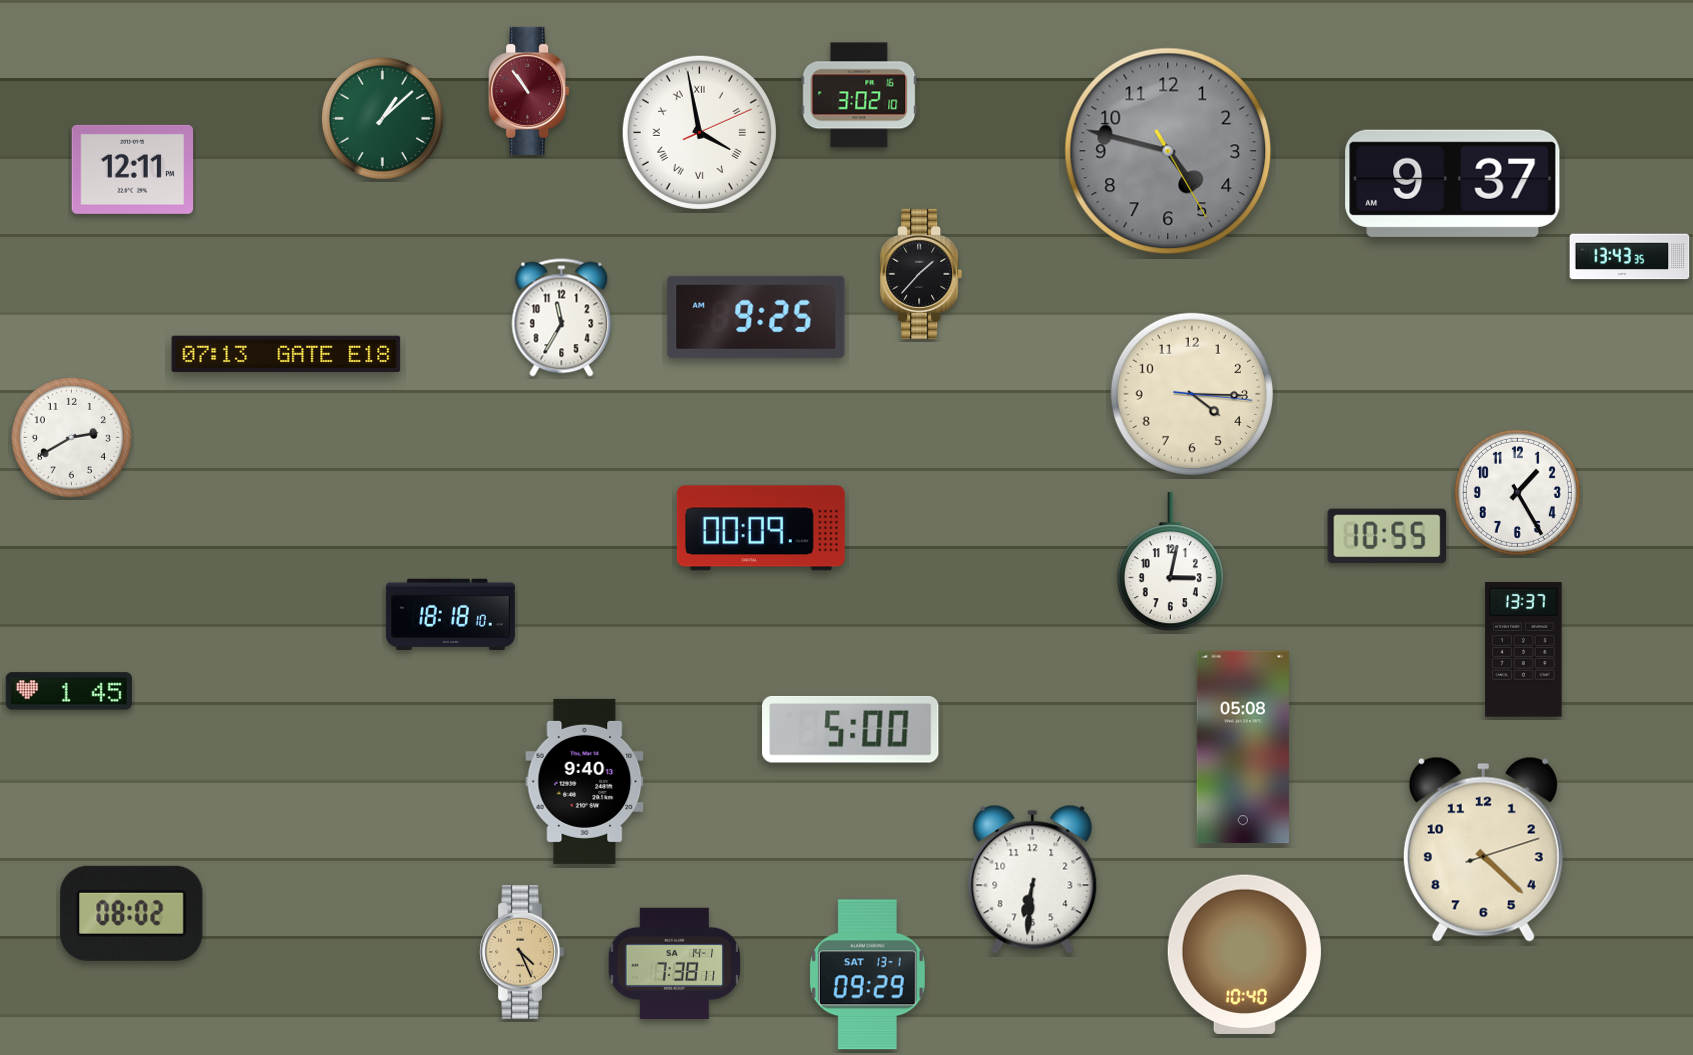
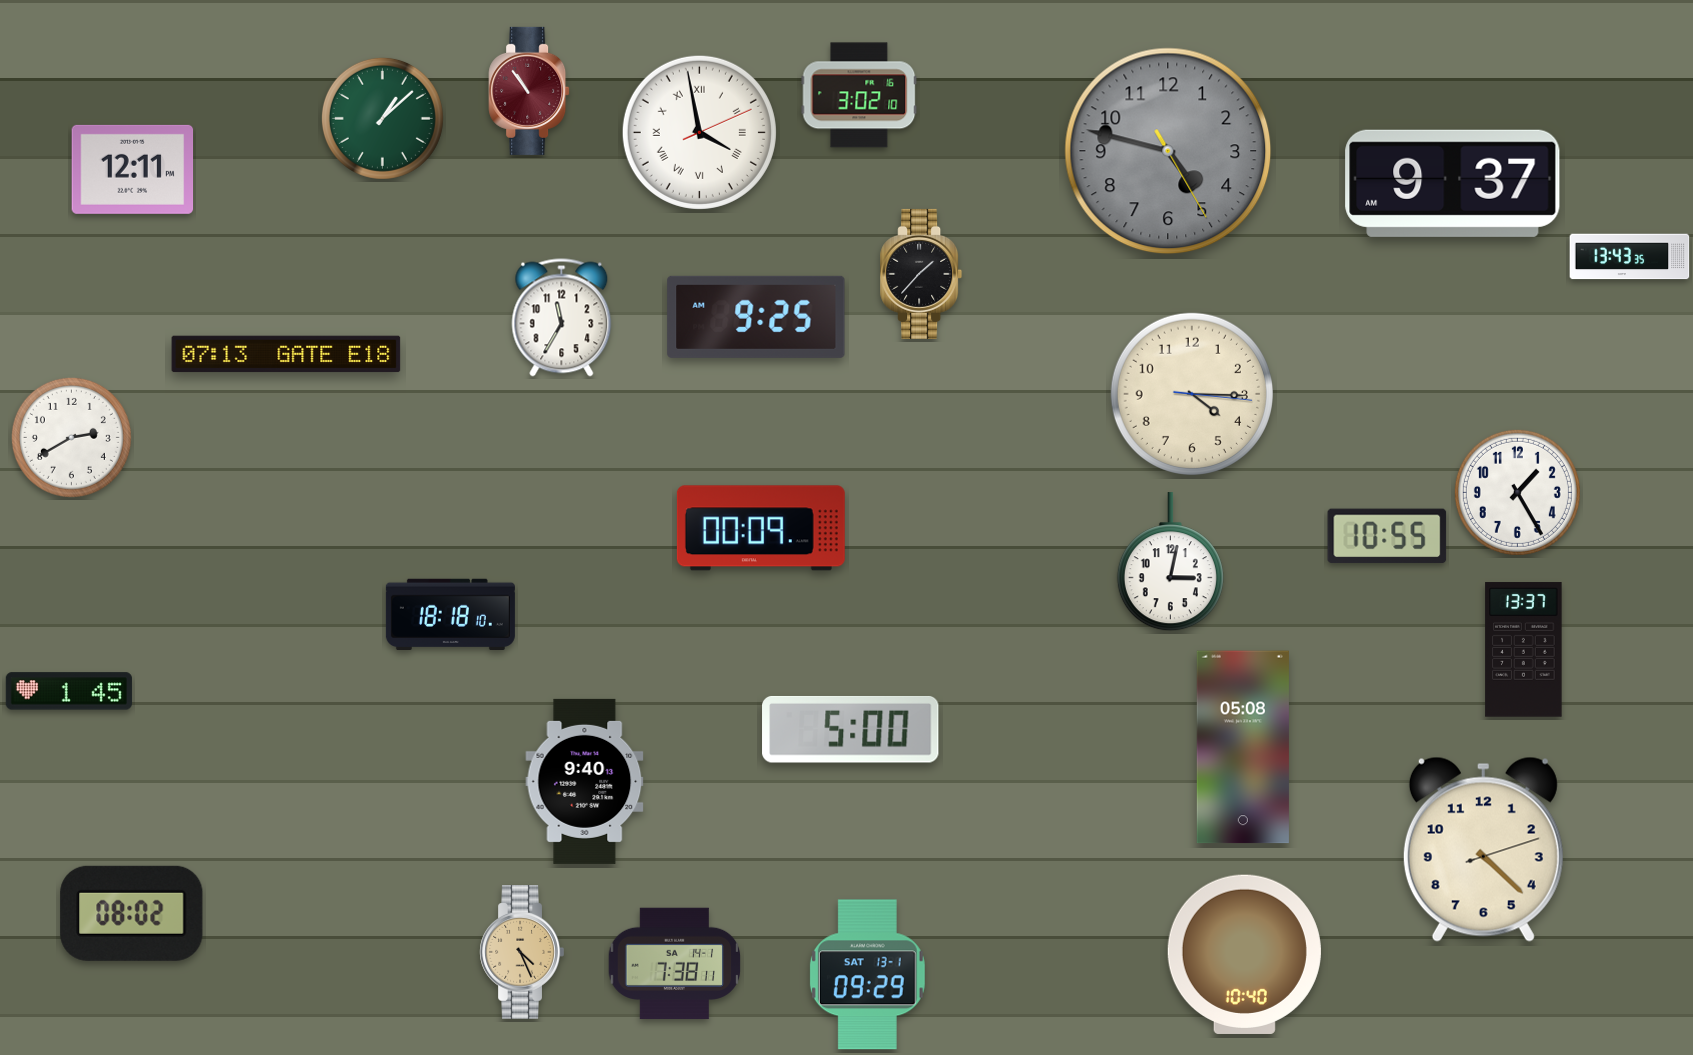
clock at (1033, 879): 6:31 -> none
